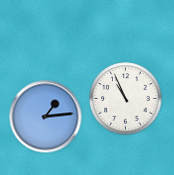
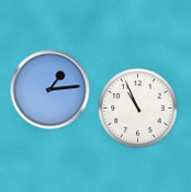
clock at (46, 117) position: (46, 117) -> (50, 90)
